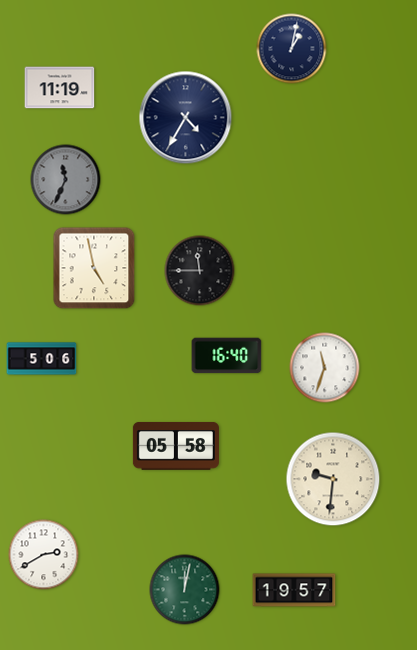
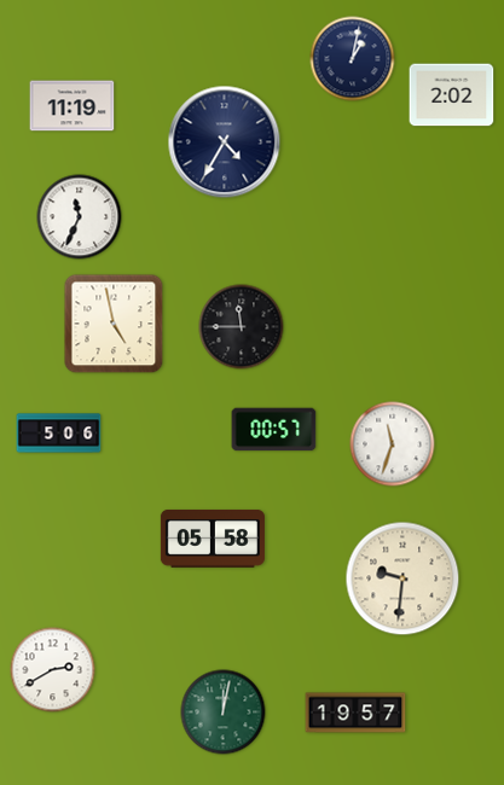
clock at (452, 95): none -> 2:02
clock at (66, 180) dial: grey -> white
clock at (227, 356): 16:40 -> 00:57
clock at (42, 359) position: (42, 359) -> (59, 434)
